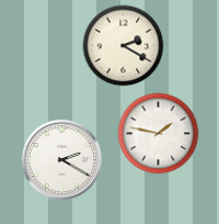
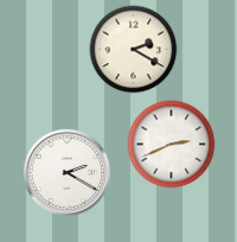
clock at (159, 134): 1:47 -> 2:41
